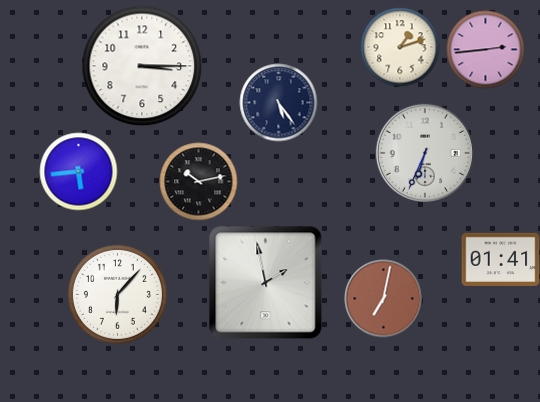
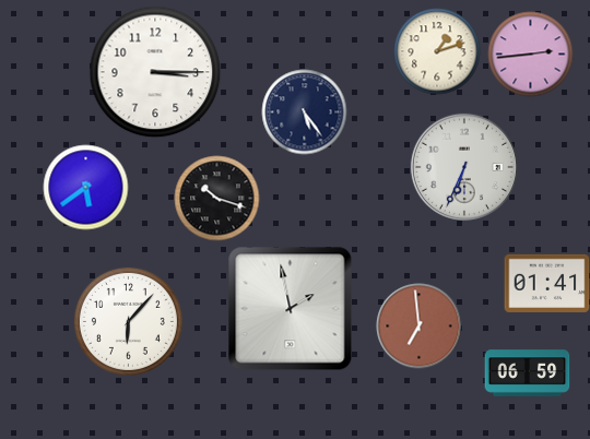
clock at (78, 171): 5:44 -> 5:39
clock at (198, 181): 10:13 -> 10:18
clock at (383, 298): 7:02 -> 6:59
clock at (527, 373): none -> 06:59
